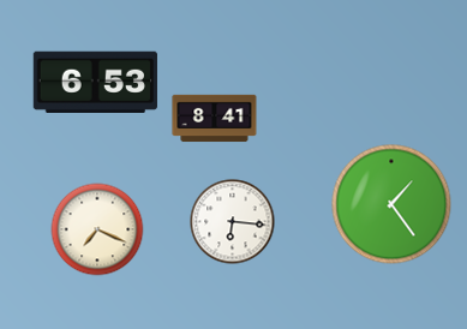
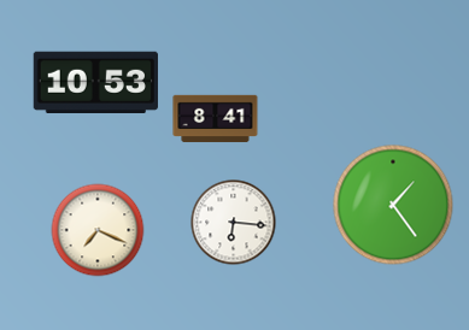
clock at (95, 82): 6:53 -> 10:53
